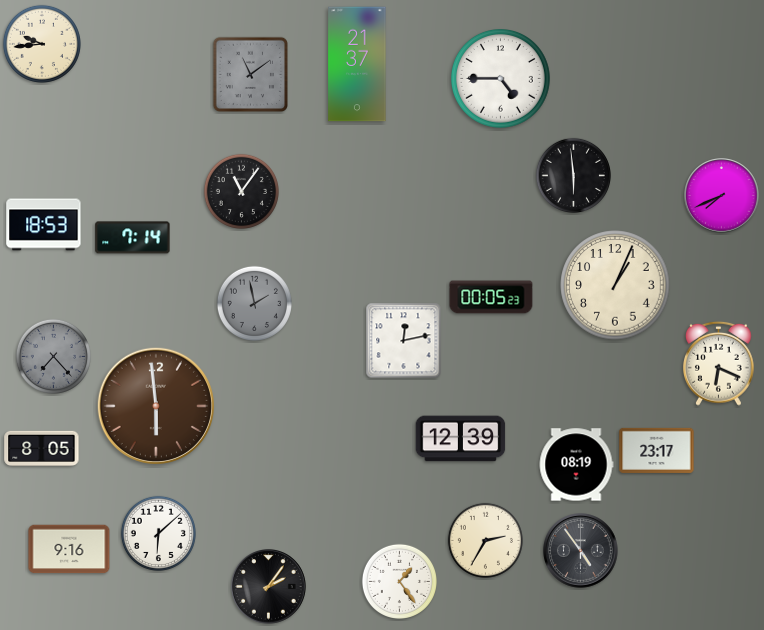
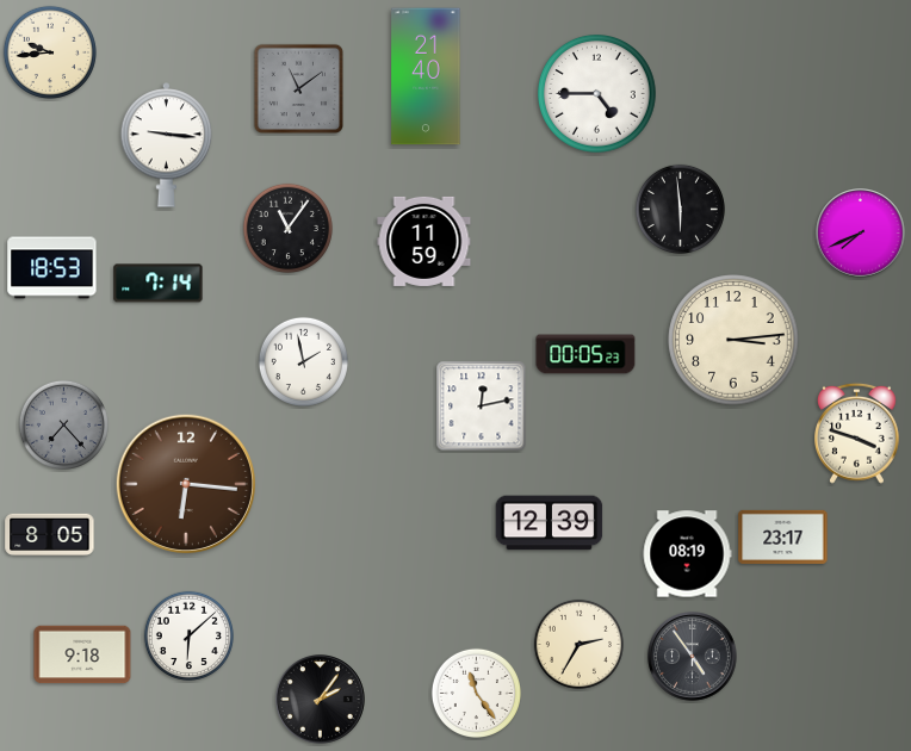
clock at (357, 64): 21:37 -> 21:40
clock at (167, 145): none -> 9:16
clock at (573, 175) position: (573, 175) -> (680, 209)
clock at (424, 241): none -> 11:59
clock at (615, 285): 1:04 -> 3:14
clock at (254, 303) dial: grey -> white
clock at (719, 363): 6:19 -> 3:48
clock at (156, 406): 5:59 -> 6:16
clock at (69, 549): 9:16 -> 9:18
clock at (399, 581): 1:24 -> 11:24
